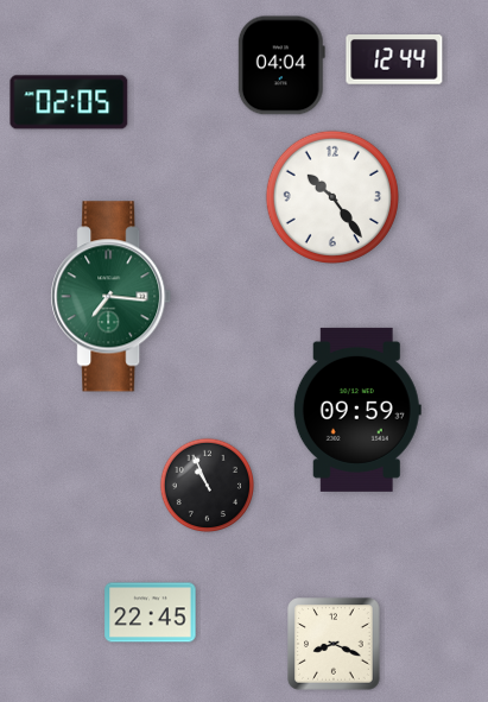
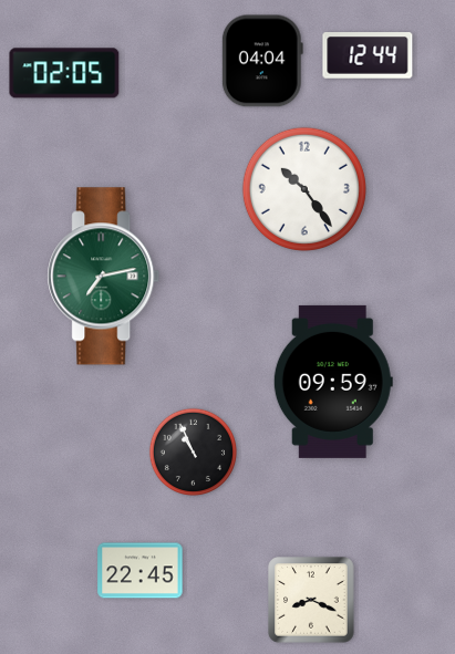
clock at (69, 102) position: (69, 102) -> (64, 73)
clock at (332, 197) position: (332, 197) -> (304, 189)
clock at (112, 297): 7:16 -> 7:13
